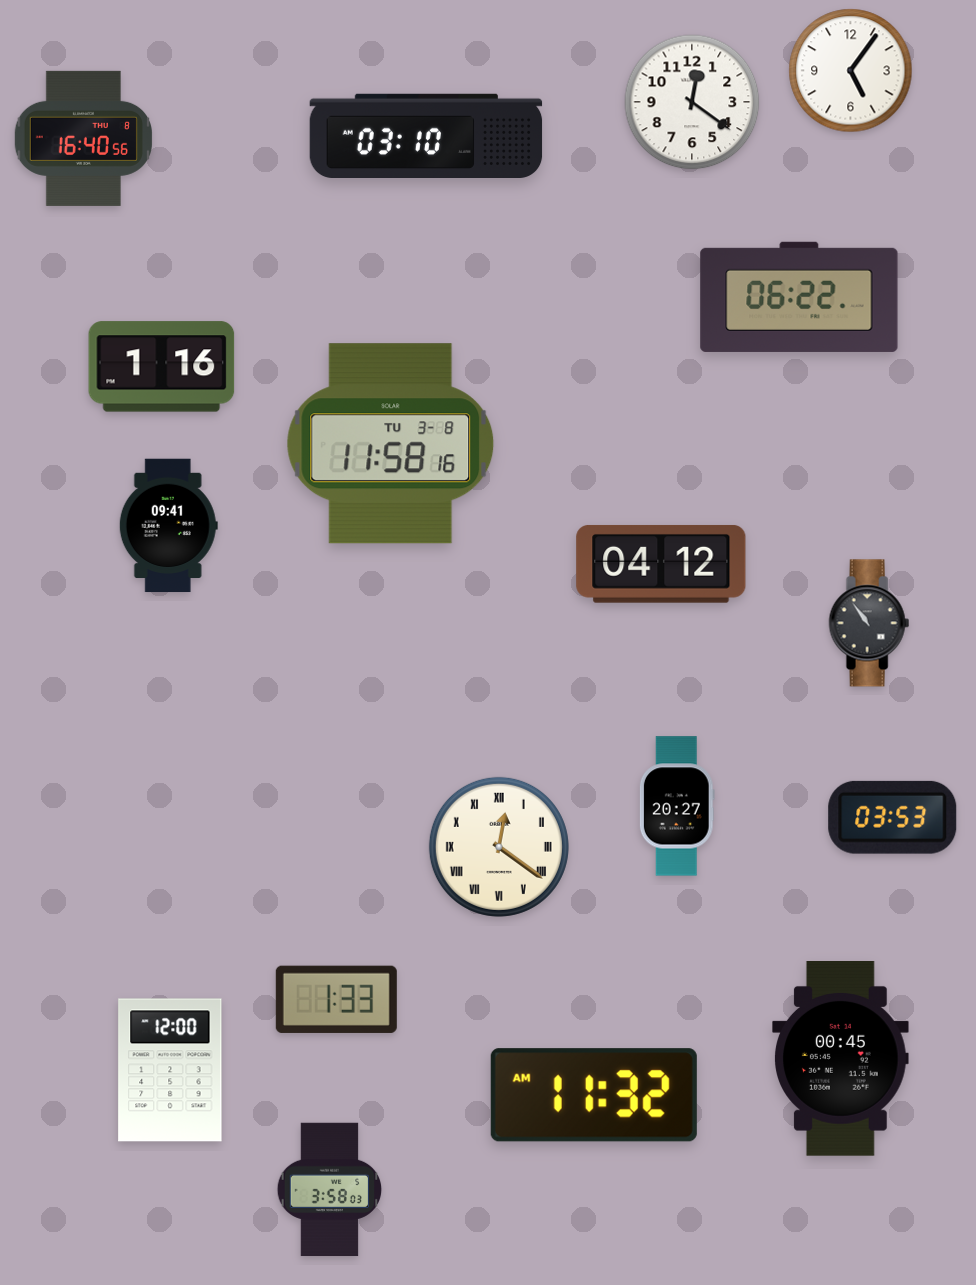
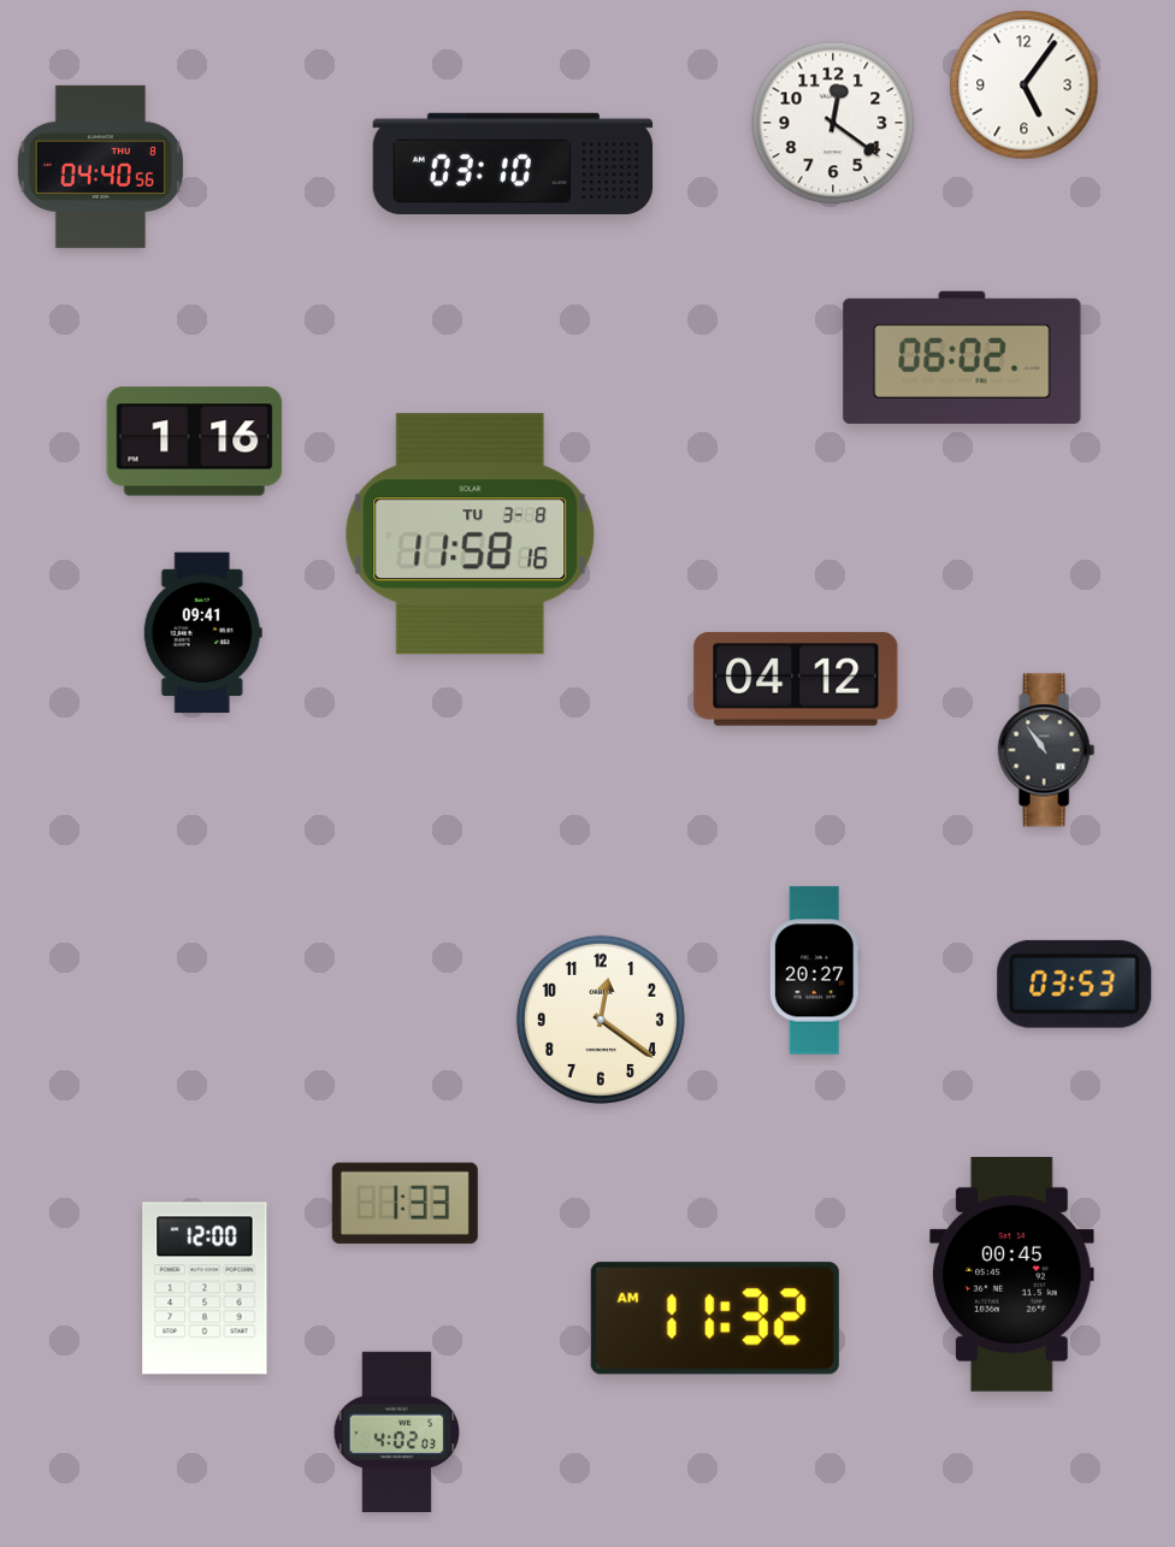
clock at (83, 138): 16:40 -> 04:40
clock at (799, 297): 06:22 -> 06:02
clock at (499, 847) numerals: Roman -> Arabic
clock at (330, 1190): 3:58 -> 4:02
